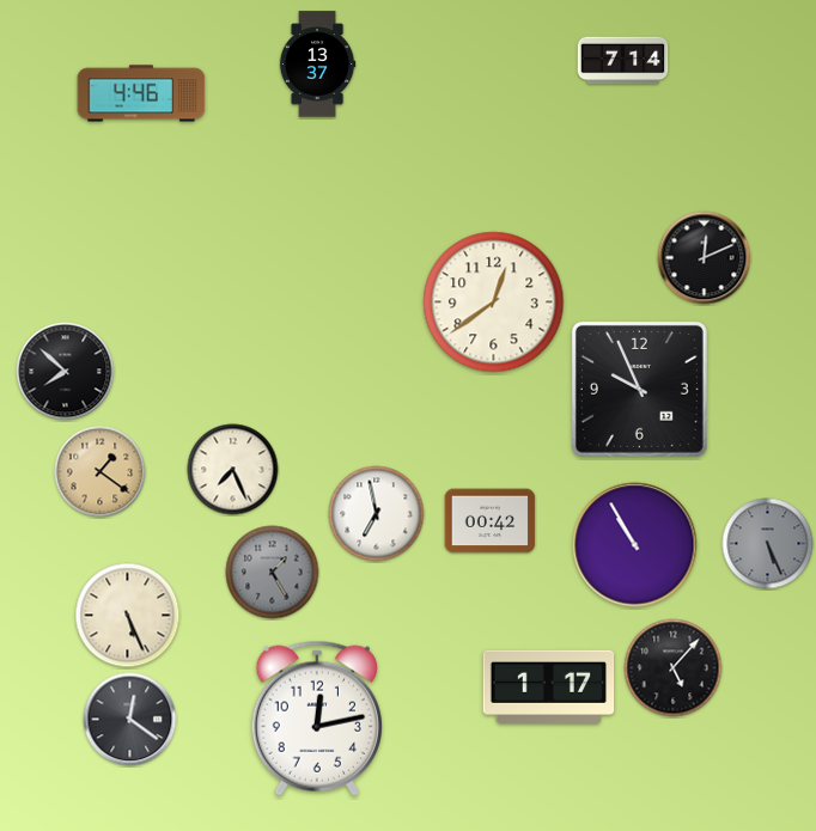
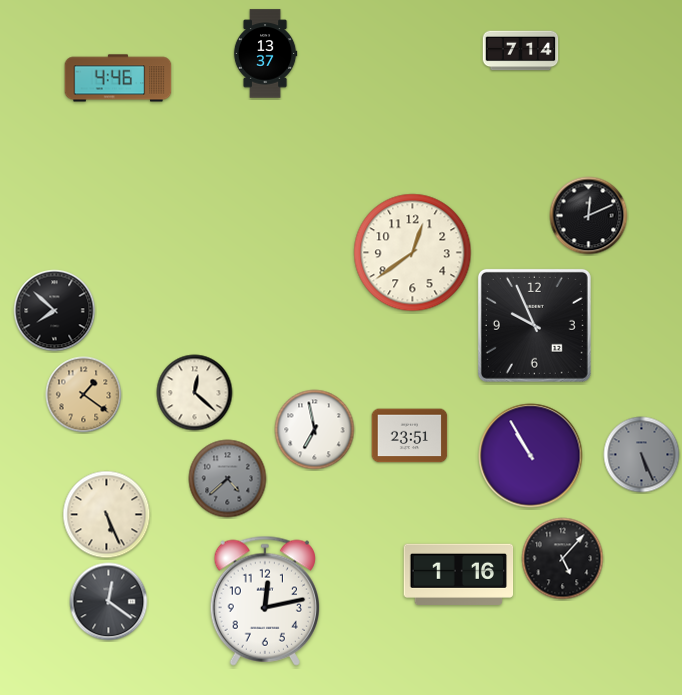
clock at (233, 470): 7:26 -> 12:22
clock at (491, 521): 00:42 -> 23:51
clock at (273, 573): 1:25 -> 4:38
clock at (549, 686): 1:17 -> 1:16
